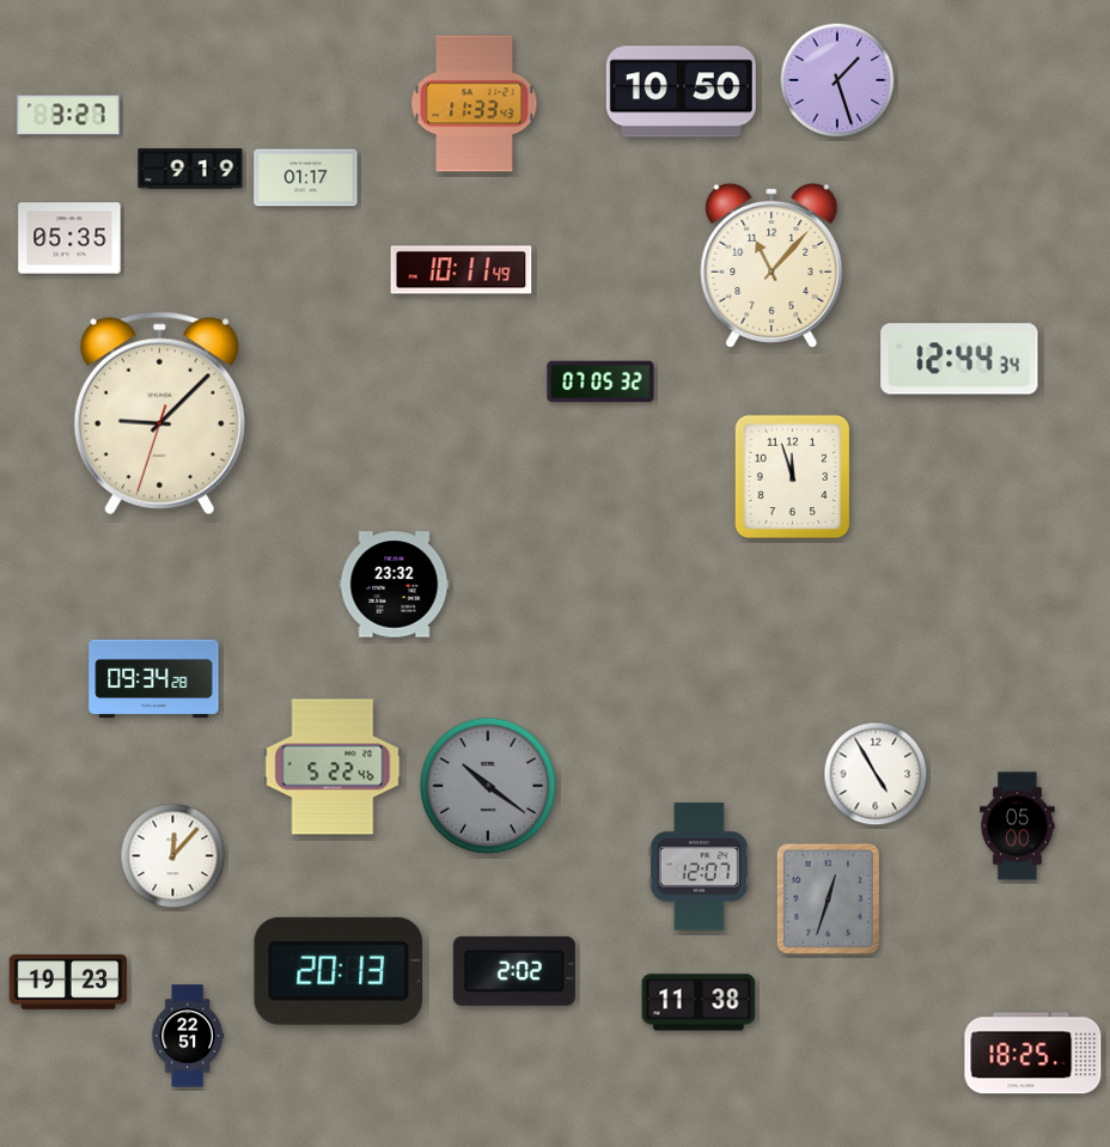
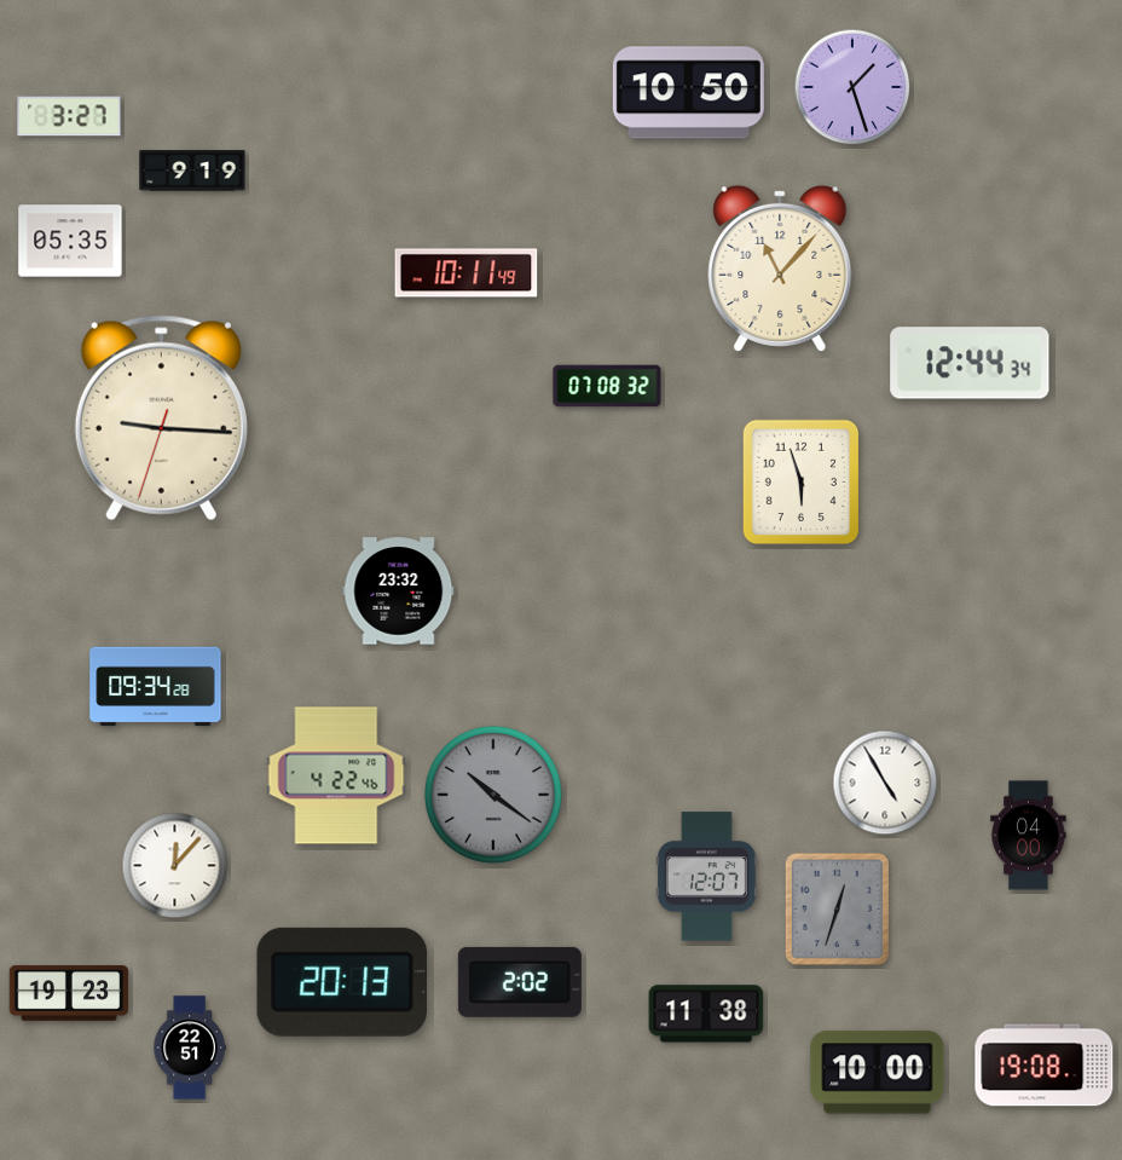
clock at (837, 80) position: (837, 80) -> (852, 87)
clock at (475, 104): 11:33 -> none
clock at (306, 178): 01:17 -> none
clock at (600, 382): 07:05 -> 07:08
clock at (159, 414): 9:07 -> 9:15
clock at (793, 477): 11:57 -> 5:57
clock at (333, 767): 5:22 -> 4:22
clock at (1018, 826): 05:00 -> 04:00
clock at (1033, 1054): 18:25 -> 19:08
clock at (878, 1073): none -> 10:00
